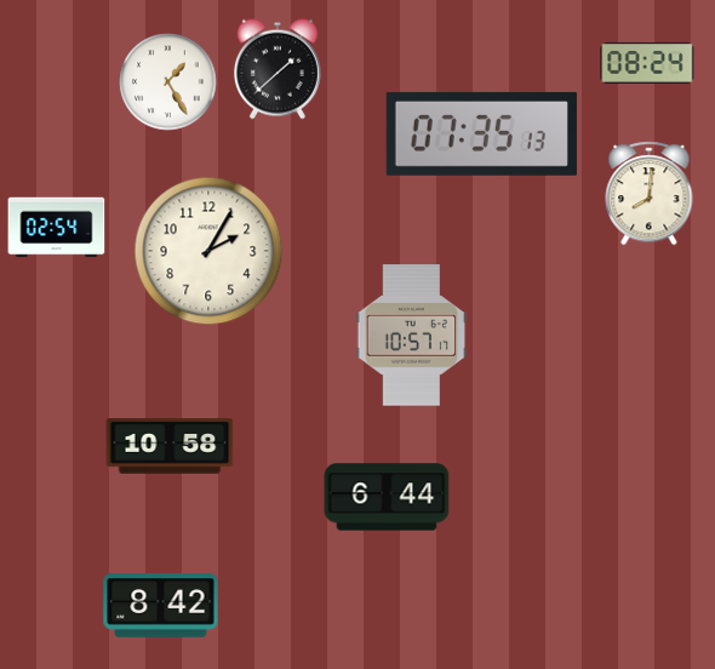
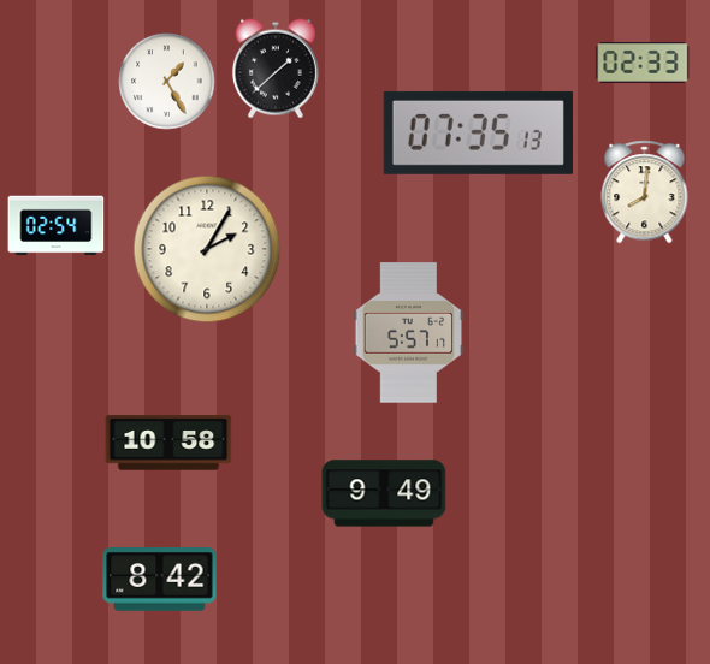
clock at (647, 64): 08:24 -> 02:33
clock at (412, 336): 10:57 -> 5:57
clock at (387, 497): 6:44 -> 9:49
clock at (161, 606) position: (161, 606) -> (160, 580)
